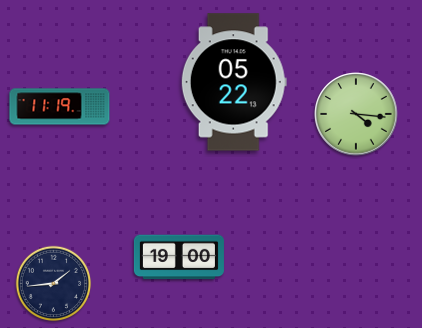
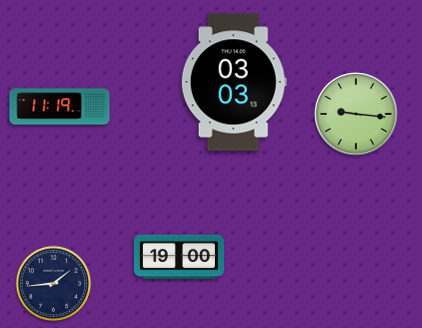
clock at (234, 82): 05:22 -> 03:03
clock at (357, 115): 4:16 -> 9:16
